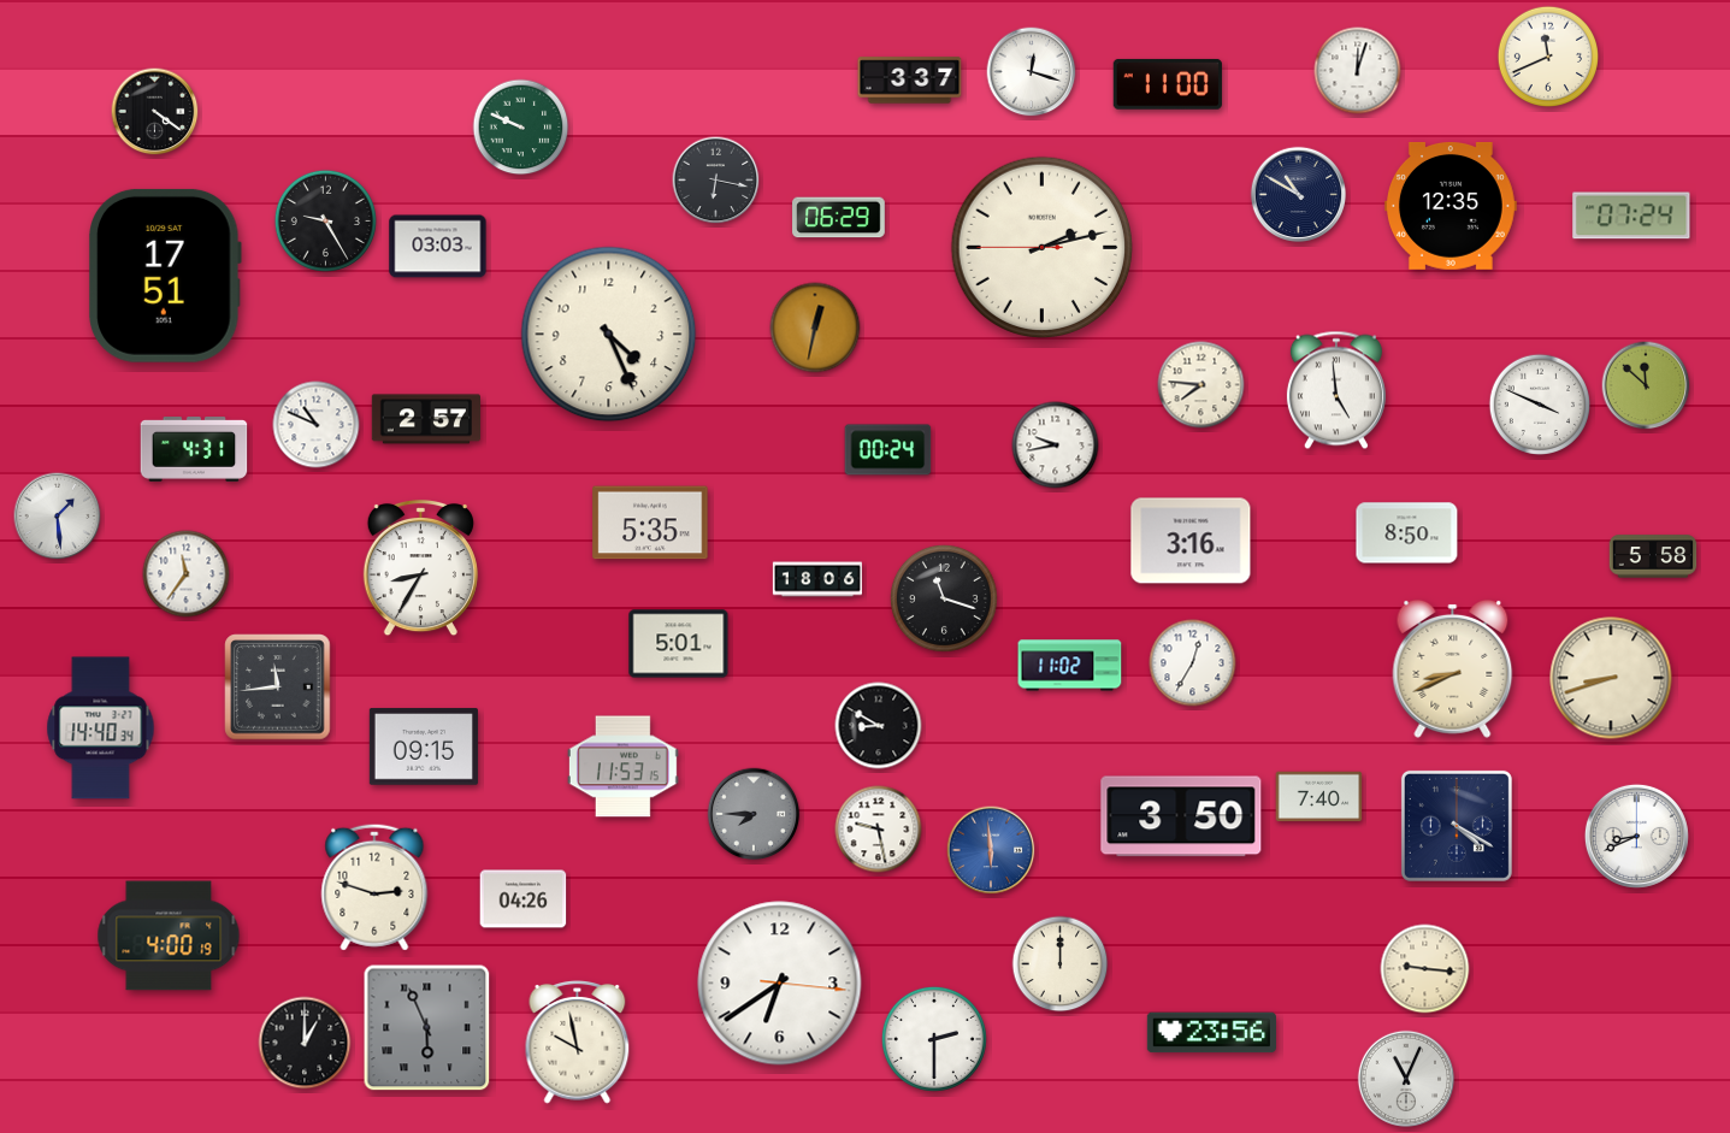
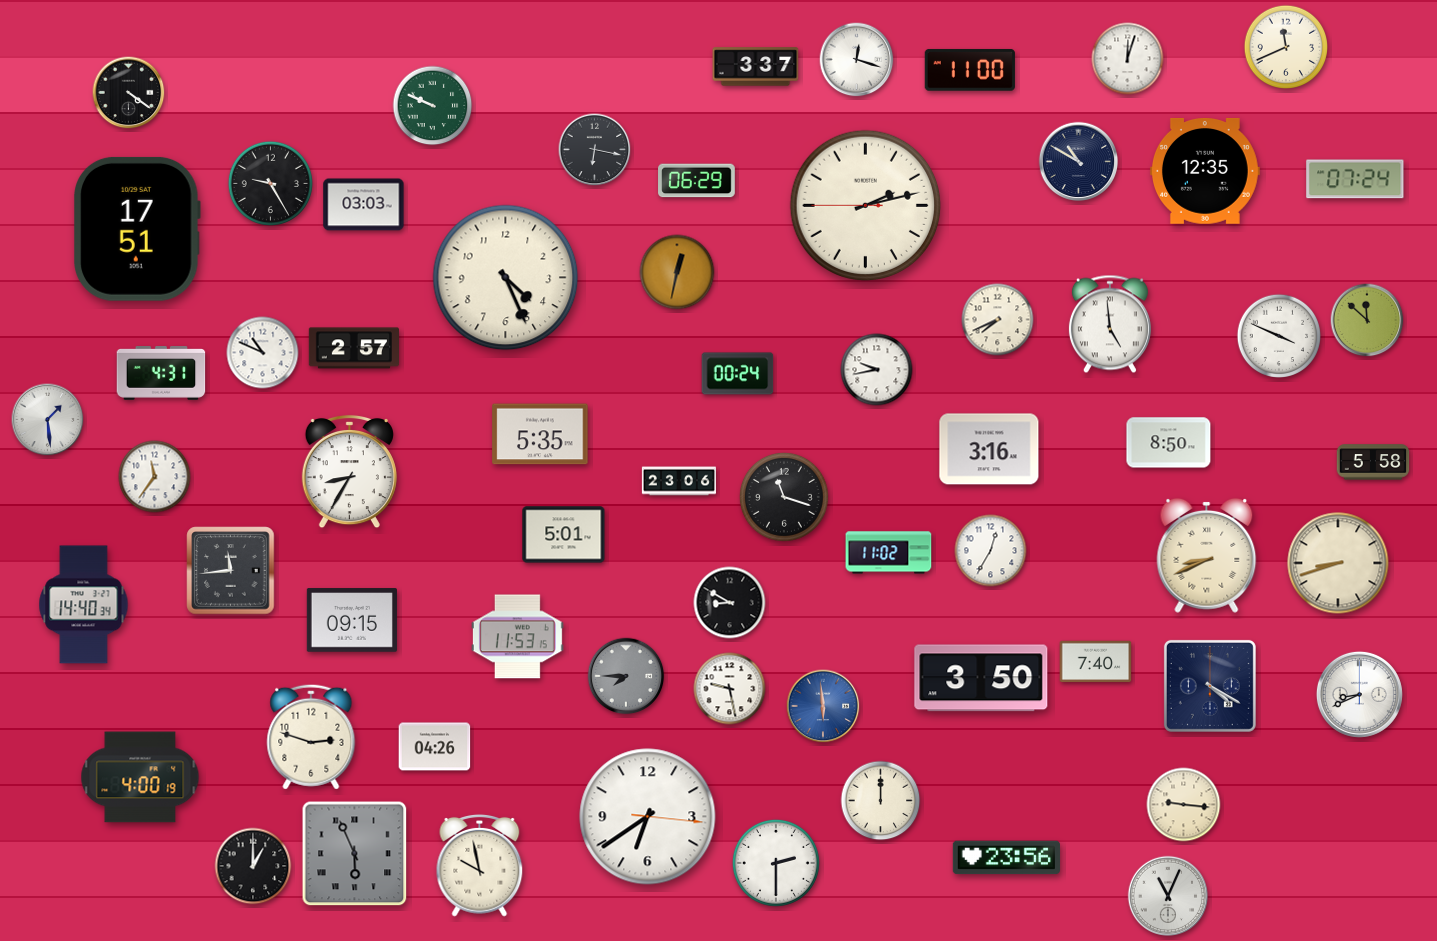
clock at (1201, 385): 7:46 -> 7:41
clock at (58, 517) position: (58, 517) -> (48, 420)
clock at (816, 579): 18:06 -> 23:06
